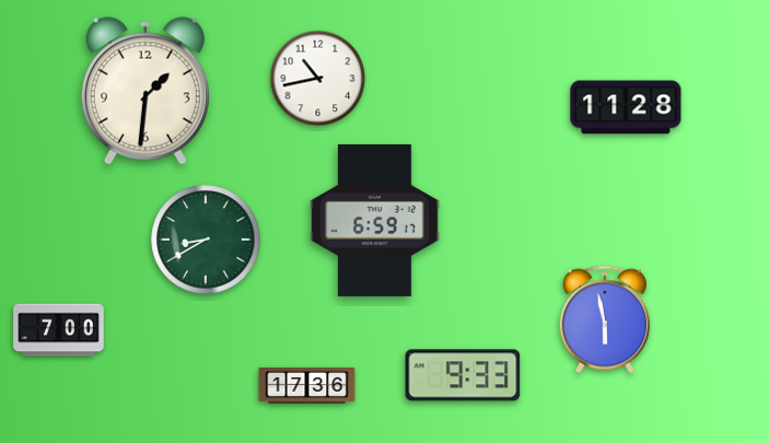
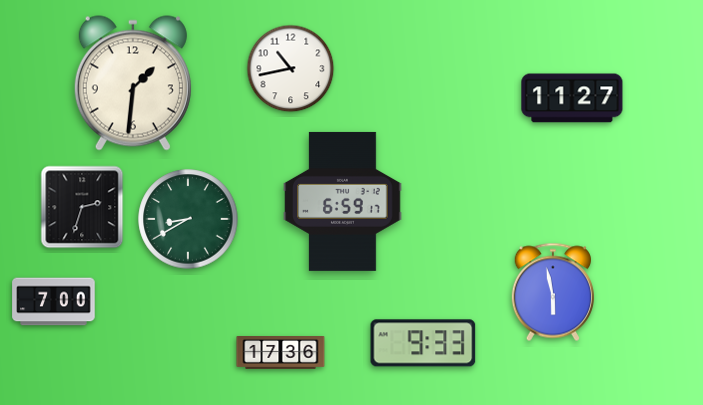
clock at (318, 79) position: (318, 79) -> (291, 69)
clock at (626, 107): 11:28 -> 11:27
clock at (82, 207): none -> 2:33
